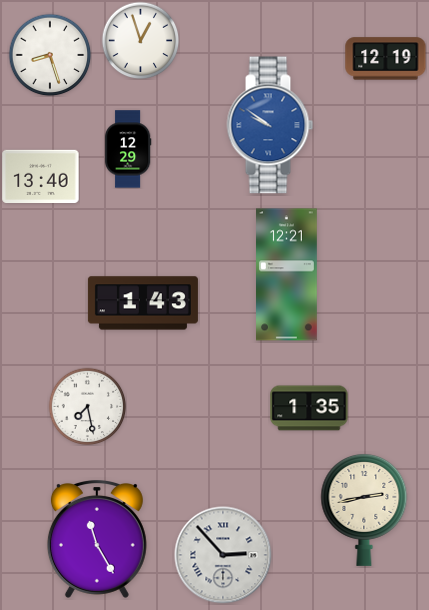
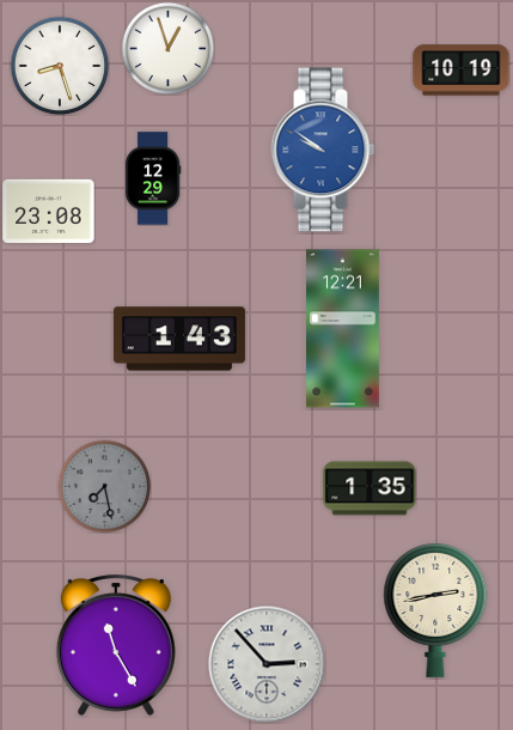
clock at (386, 59): 12:19 -> 10:19
clock at (41, 176): 13:40 -> 23:08
clock at (143, 303) position: (143, 303) -> (179, 339)
clock at (87, 406) dial: white -> grey
